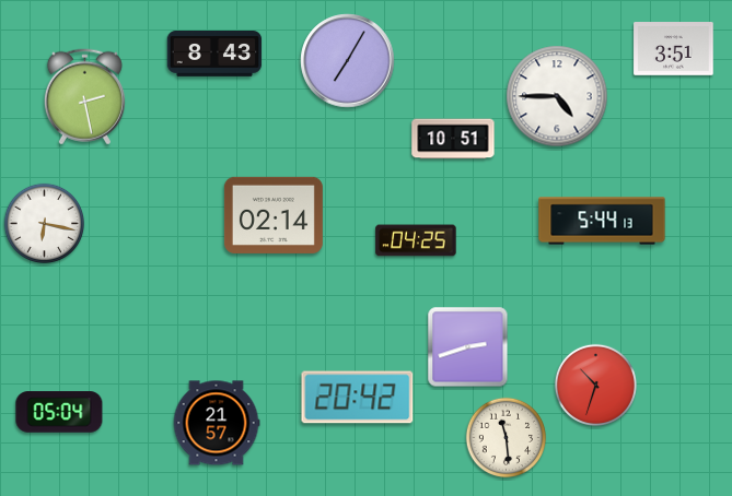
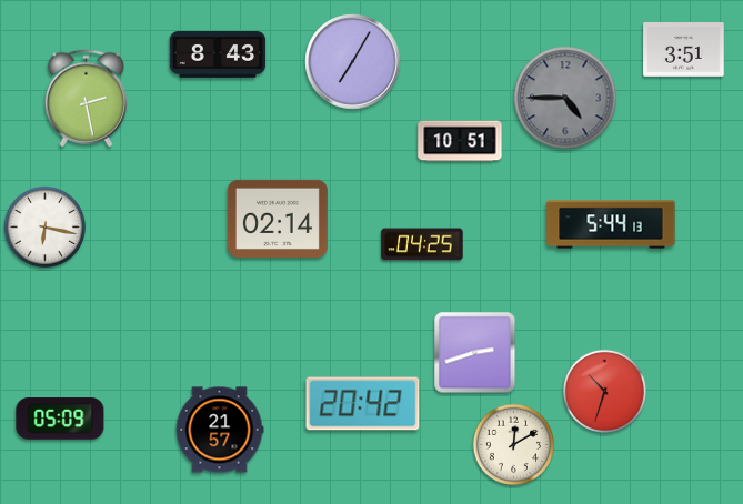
clock at (557, 96) dial: white -> grey
clock at (59, 412): 05:04 -> 05:09
clock at (507, 438): 11:29 -> 12:10
